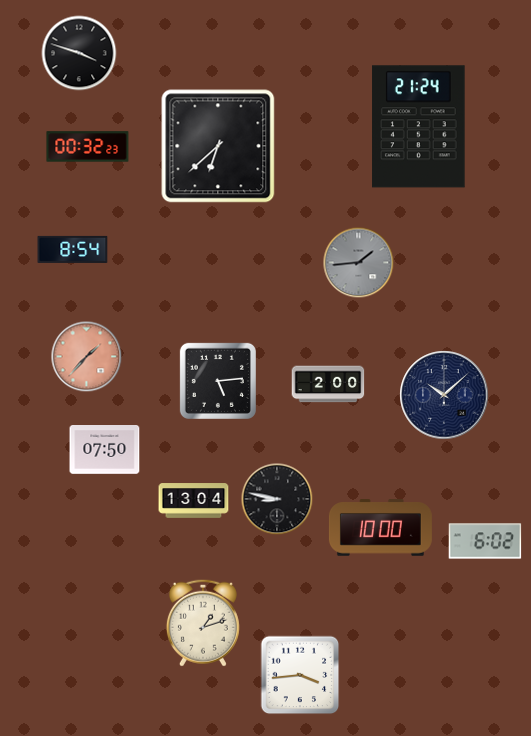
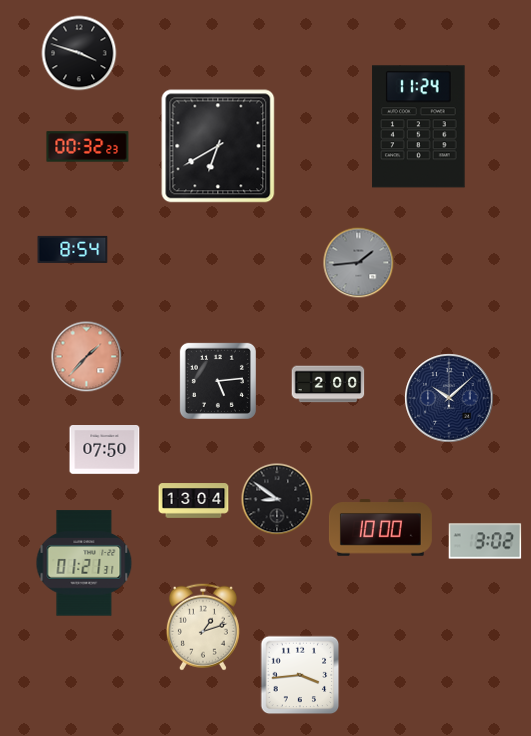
clock at (419, 127): 21:24 -> 11:24
clock at (218, 146): 6:38 -> 6:40
clock at (444, 395) position: (444, 395) -> (449, 398)
clock at (277, 499): 8:47 -> 8:51
clock at (485, 541): 6:02 -> 3:02
clock at (84, 563): none -> 01:21
clock at (203, 623) position: (203, 623) -> (203, 627)
